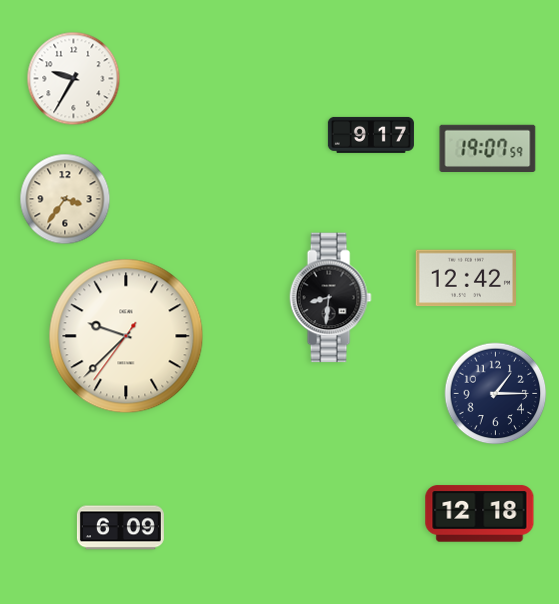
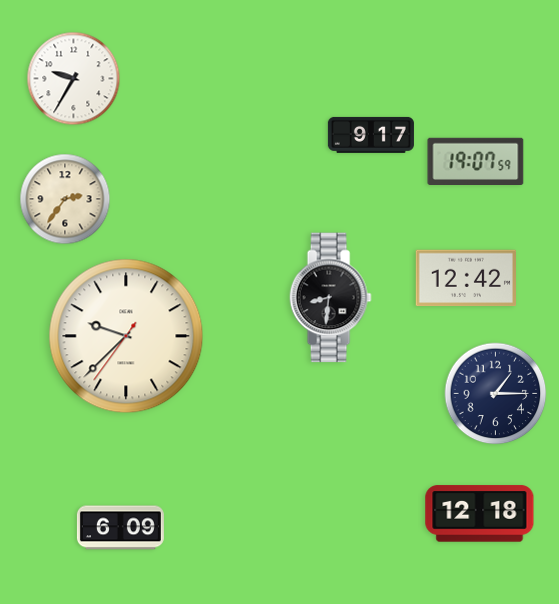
clock at (488, 148) position: (488, 148) -> (476, 161)
clock at (65, 199): 3:36 -> 2:36
